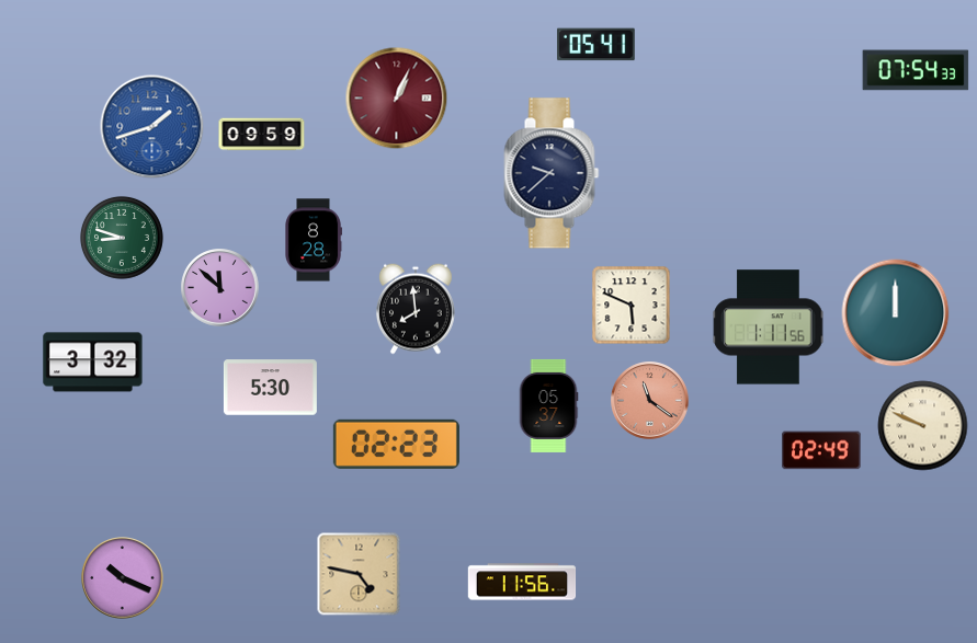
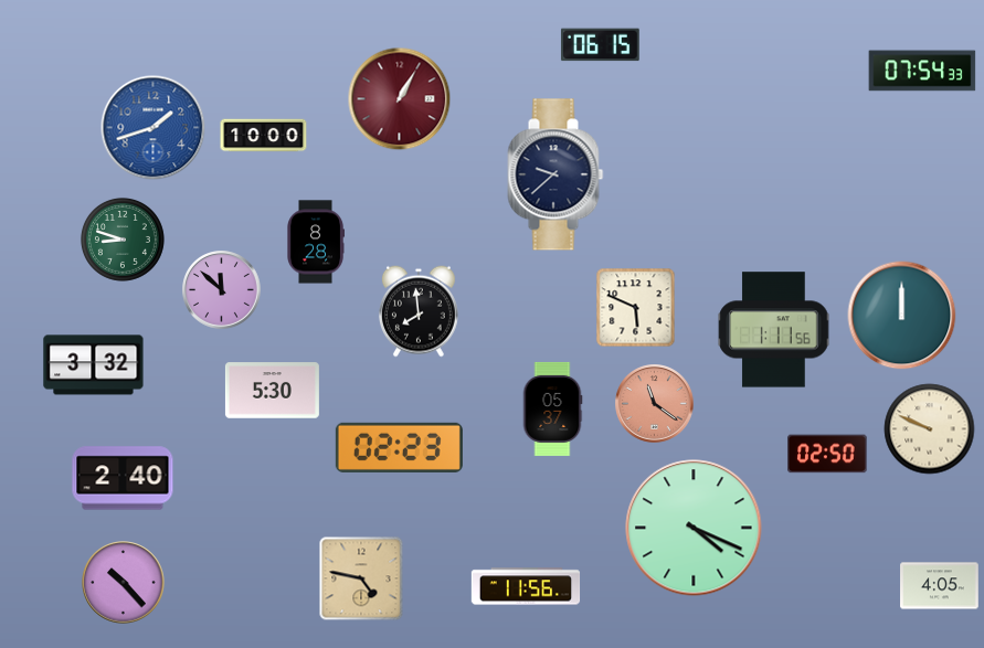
clock at (595, 45): 05:41 -> 06:15
clock at (397, 99): 1:04 -> 1:05
clock at (262, 135): 09:59 -> 10:00
clock at (821, 450): 02:49 -> 02:50
clock at (123, 478): none -> 2:40
clock at (694, 528): none -> 4:19
clock at (123, 578): 10:19 -> 10:23
clock at (940, 586): none -> 4:05
